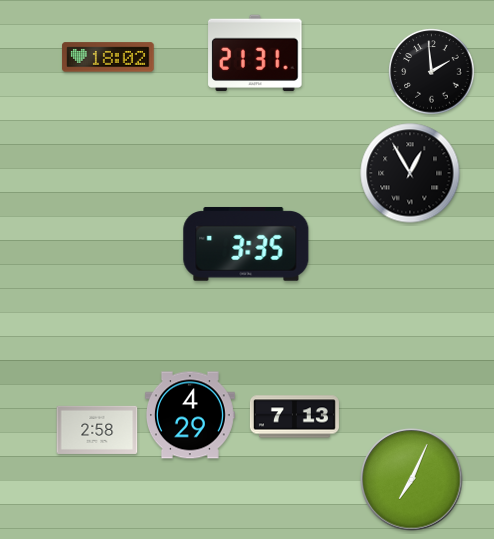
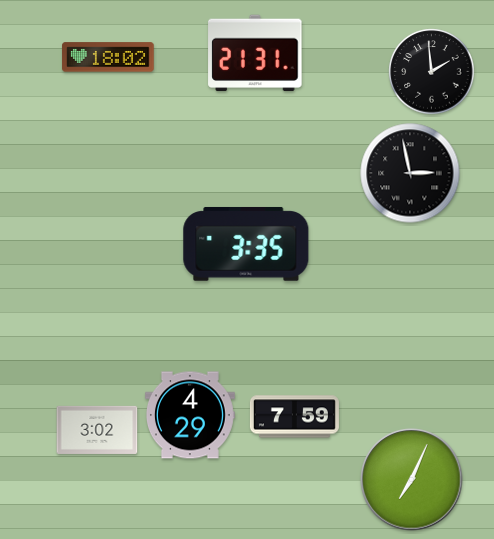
clock at (410, 173): 12:55 -> 2:58
clock at (294, 417): 7:13 -> 7:59
clock at (97, 430): 2:58 -> 3:02
